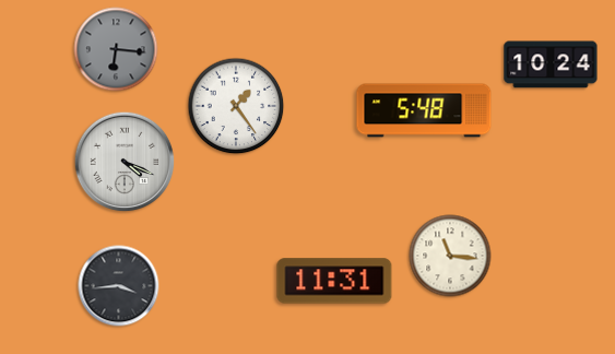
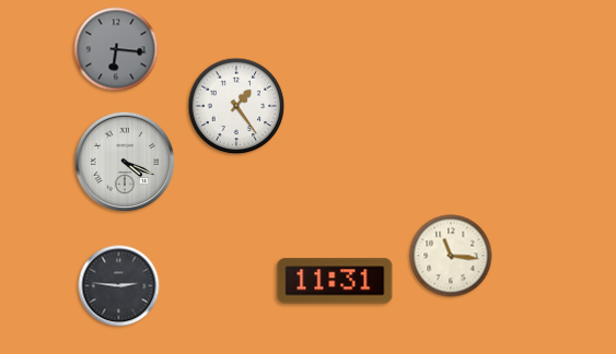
clock at (551, 64): 10:24 -> none
clock at (424, 110): 5:48 -> none
clock at (119, 286): 3:44 -> 2:46
